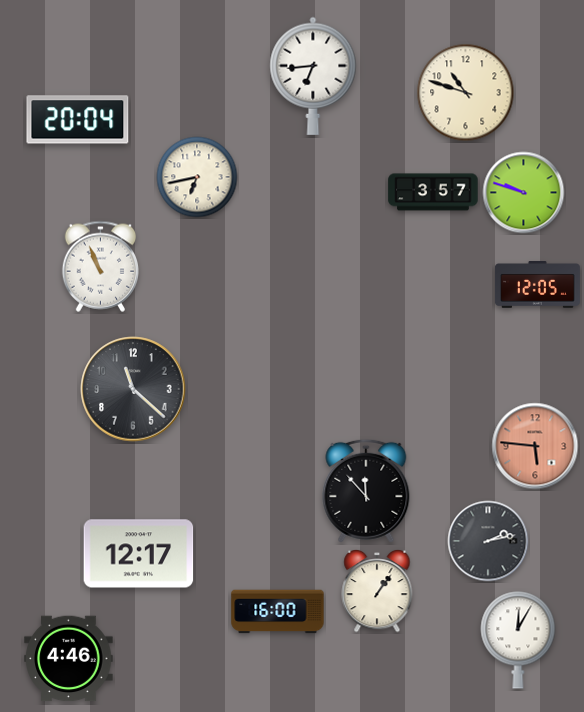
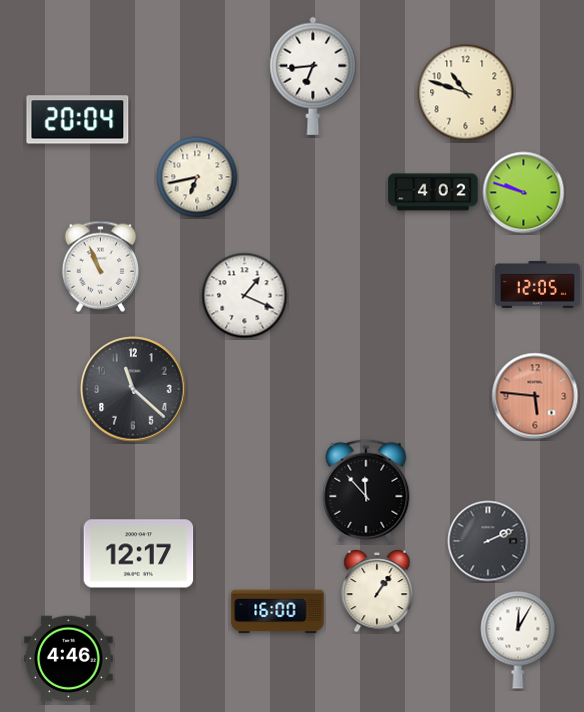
clock at (433, 192): 3:57 -> 4:02
clock at (245, 296): none -> 1:19
clock at (535, 446) position: (535, 446) -> (535, 396)
clock at (488, 541): 2:13 -> 2:11
